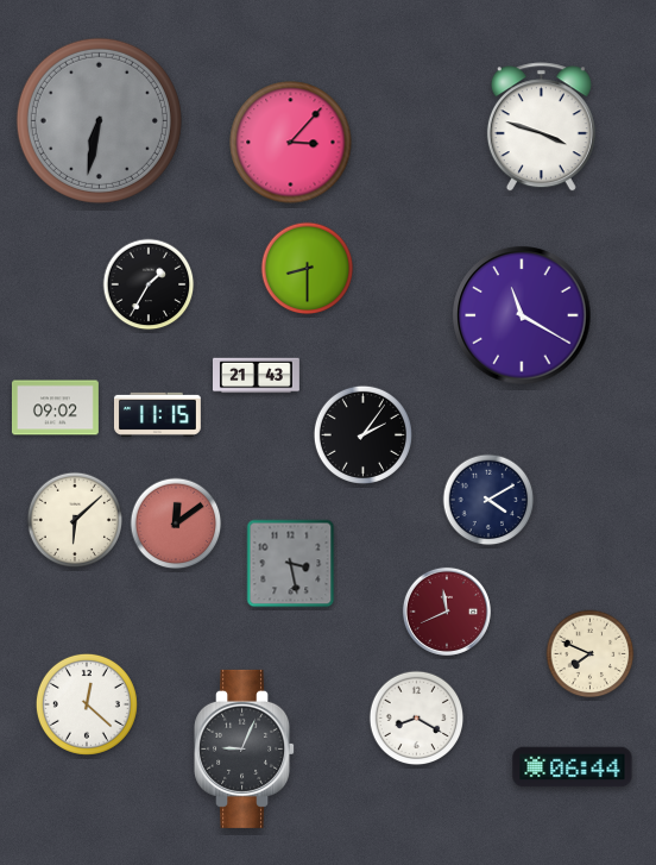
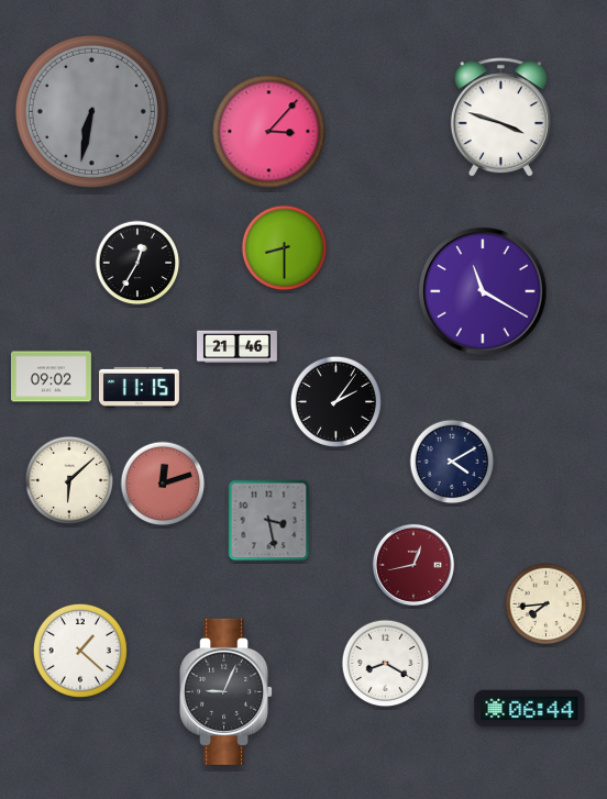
clock at (149, 284): 1:35 -> 12:35
clock at (257, 376): 21:43 -> 21:46
clock at (157, 414) position: (157, 414) -> (139, 387)
clock at (176, 524): 12:09 -> 12:12
clock at (447, 612): 11:41 -> 12:43
clock at (591, 654): 7:49 -> 7:44
clock at (87, 704): 12:22 -> 1:22
